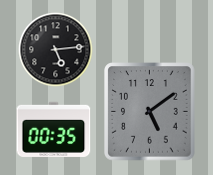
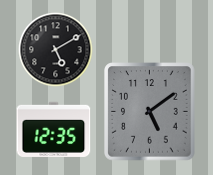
clock at (56, 50): 5:14 -> 5:10
clock at (54, 129): 00:35 -> 12:35
